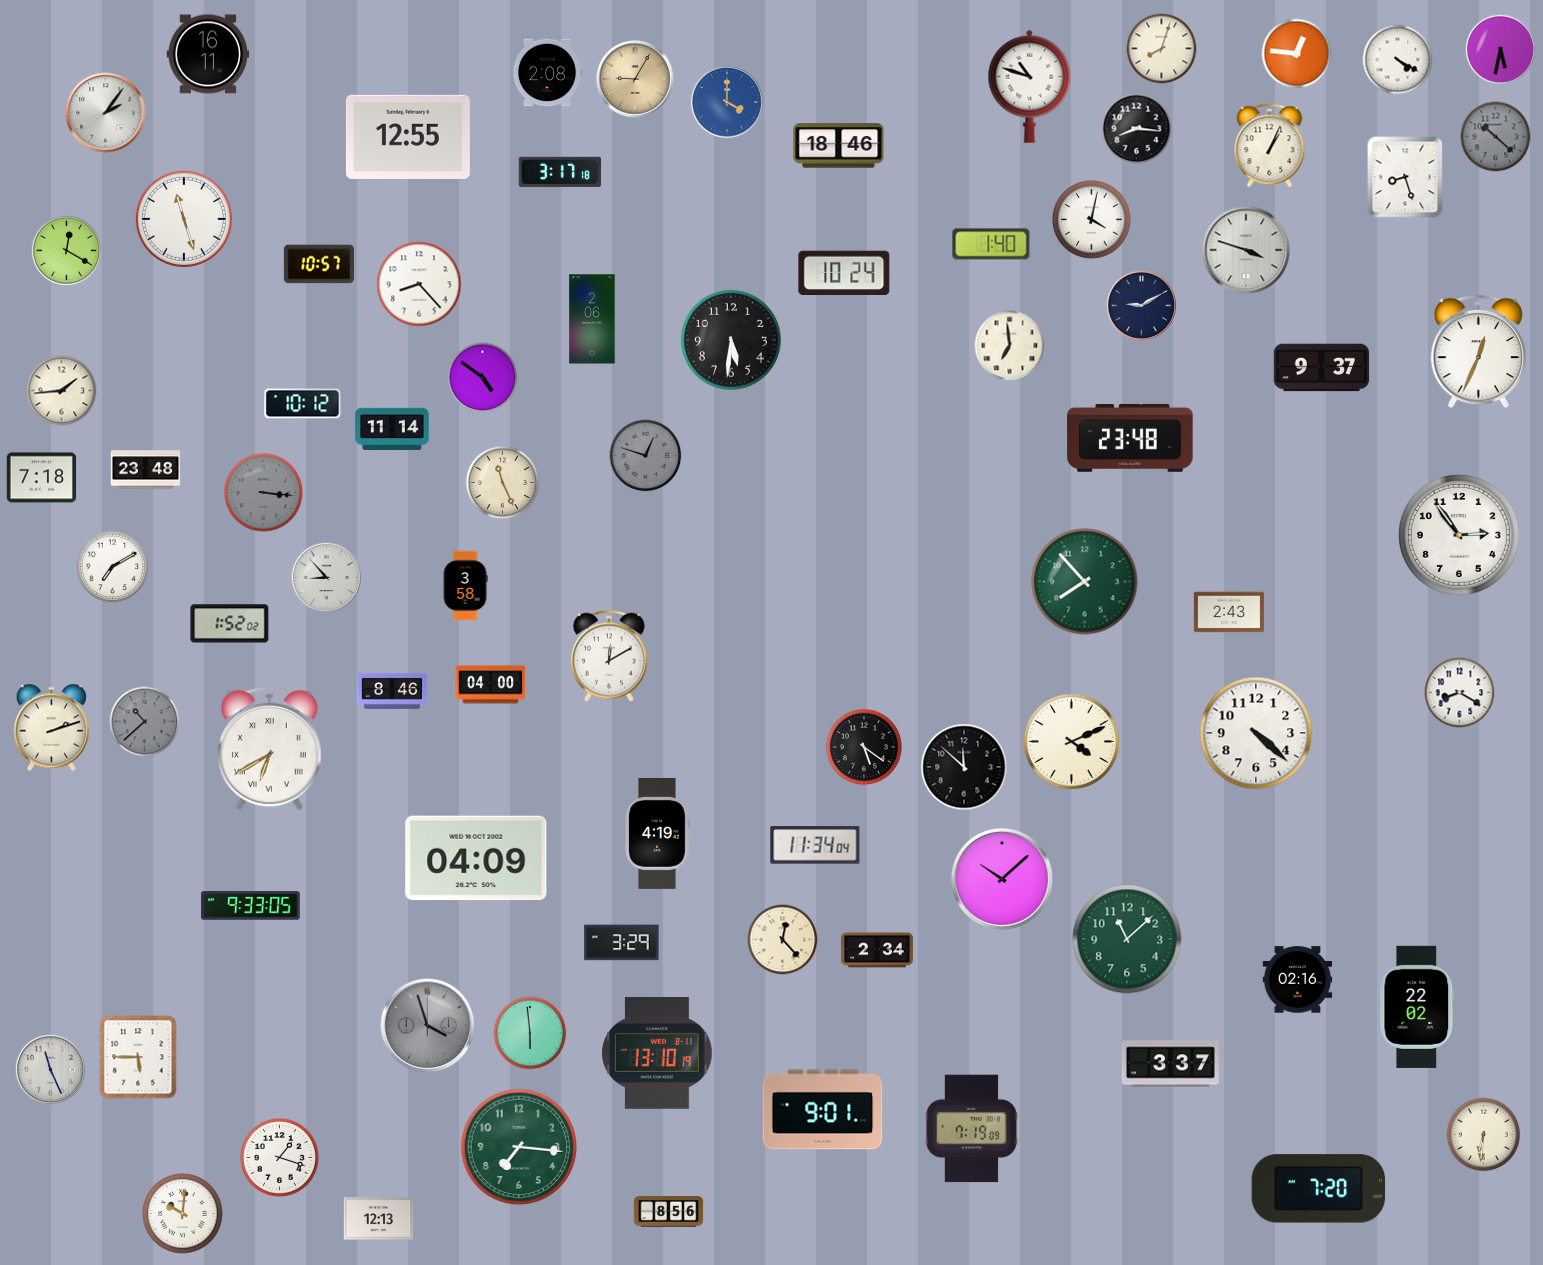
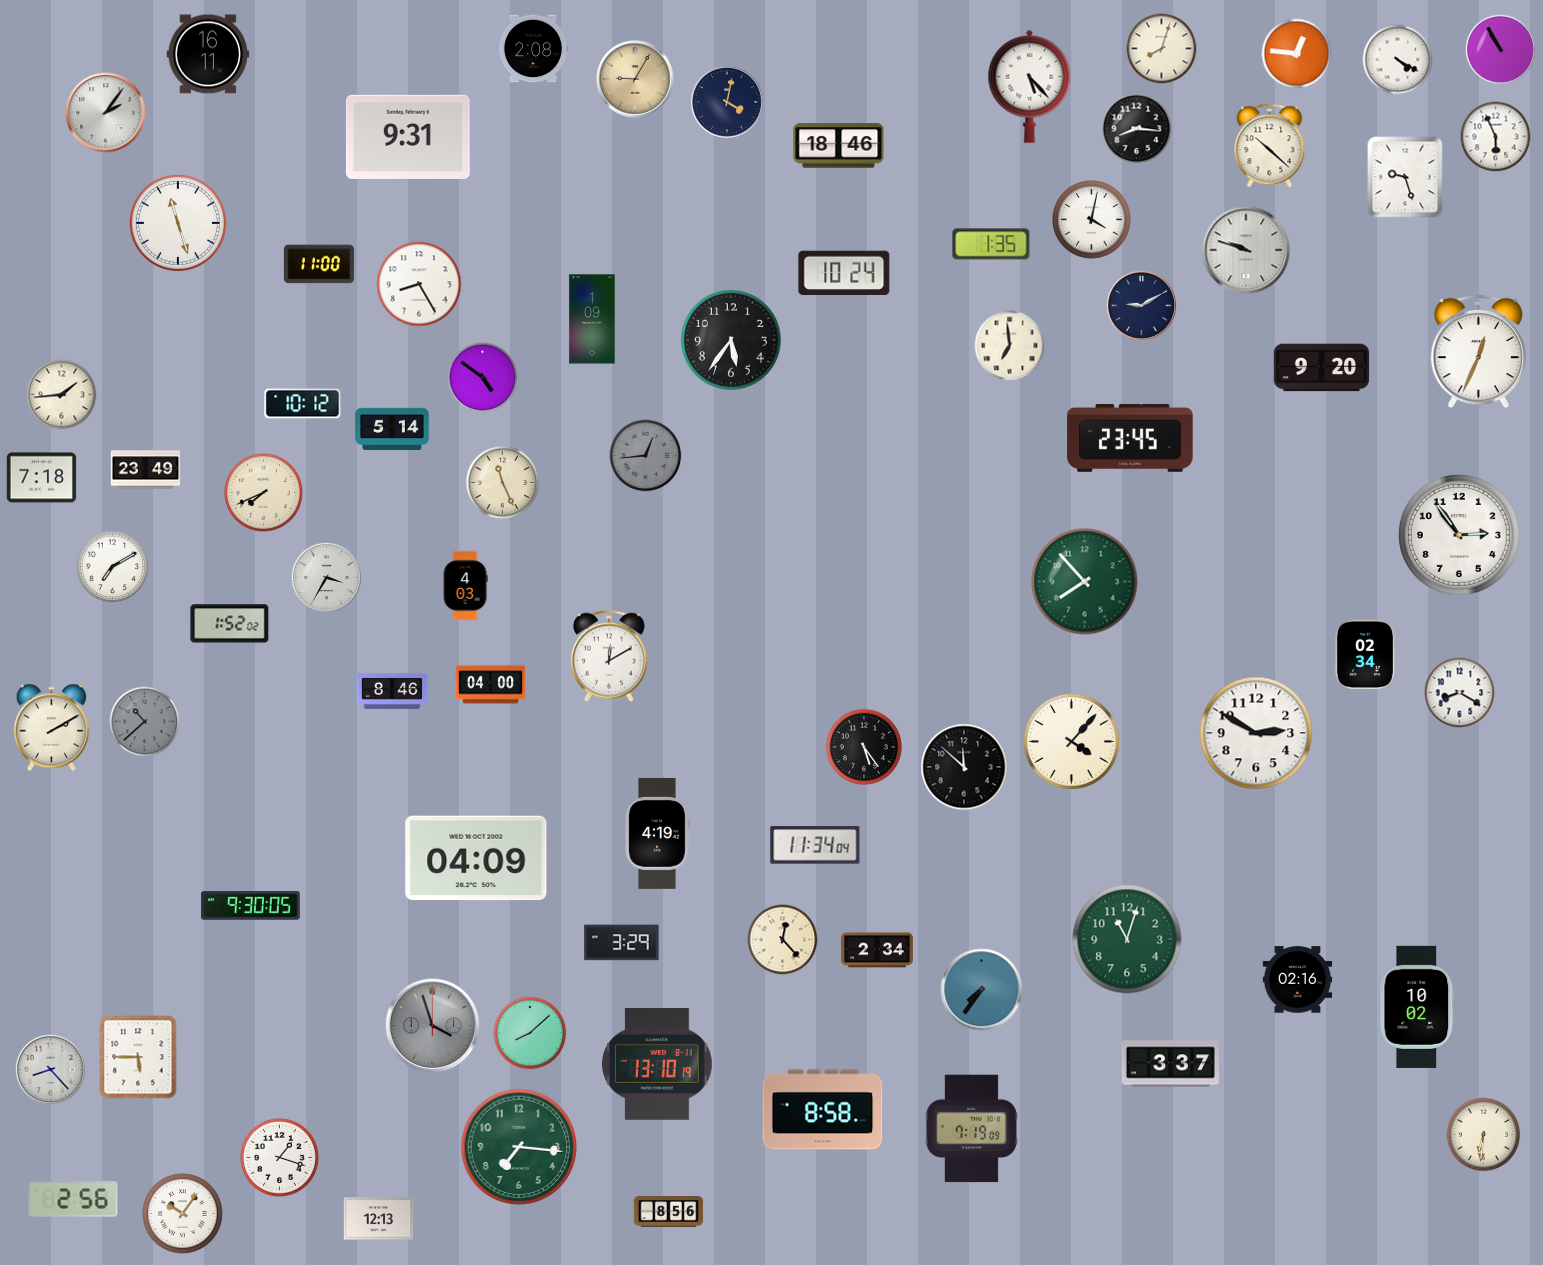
clock at (1500, 49): 5:32 -> 10:55
clock at (547, 73) position: (547, 73) -> (533, 49)
clock at (1030, 86): 10:48 -> 5:23
clock at (727, 102): 4:00 -> 4:02
clock at (727, 102) dial: blue -> navy
clock at (408, 137): 12:55 -> 9:31
clock at (1496, 137): 10:22 -> 5:56
clock at (1496, 137) dial: grey -> white
clock at (1270, 146): 1:04 -> 10:22
clock at (560, 172): 3:17 -> none
clock at (1405, 177): 8:27 -> 9:27
clock at (184, 219) position: (184, 219) -> (178, 223)
clock at (991, 244): 1:40 -> 1:35
clock at (66, 250): 12:20 -> none
clock at (1246, 250): 3:48 -> 9:48
clock at (318, 264): 10:57 -> 11:00
clock at (419, 284): 8:23 -> 8:25
clock at (592, 319): 2:06 -> 1:09
clock at (732, 341): 5:31 -> 5:36
clock at (1322, 368): 9:37 -> 9:20
clock at (62, 391) position: (62, 391) -> (62, 395)
clock at (392, 429): 11:14 -> 5:14
clock at (1130, 438): 23:48 -> 23:45
clock at (646, 456): 12:48 -> 12:44
clock at (146, 470): 23:48 -> 23:49
clock at (264, 493): 3:16 -> 7:41
clock at (264, 493) dial: grey -> cream
clock at (326, 577): 8:53 -> 3:35
clock at (465, 586): 3:58 -> 4:03
clock at (1228, 612): 2:43 -> none
clock at (1365, 655): none -> 02:34
clock at (52, 728): 2:12 -> 2:10
clock at (1256, 733): 4:22 -> 2:50
clock at (1071, 741): 4:11 -> 4:07
clock at (864, 747): 5:21 -> 5:24
clock at (269, 748): 6:40 -> none
clock at (1002, 879): 10:08 -> none
clock at (251, 906): 9:33 -> 9:30
clock at (1127, 939): 11:08 -> 11:03
clock at (982, 990): none -> 7:36
clock at (1417, 1007): 22:02 -> 10:02
clock at (428, 1026) position: (428, 1026) -> (433, 1026)
clock at (530, 1033): 5:59 -> 8:08
clock at (657, 1054) position: (657, 1054) -> (657, 1065)
clock at (50, 1069): 11:26 -> 8:23
clock at (823, 1110): 9:01 -> 8:58
clock at (1319, 1189): 7:20 -> none
clock at (73, 1200): none -> 2:56
clock at (183, 1214): 10:01 -> 10:06
